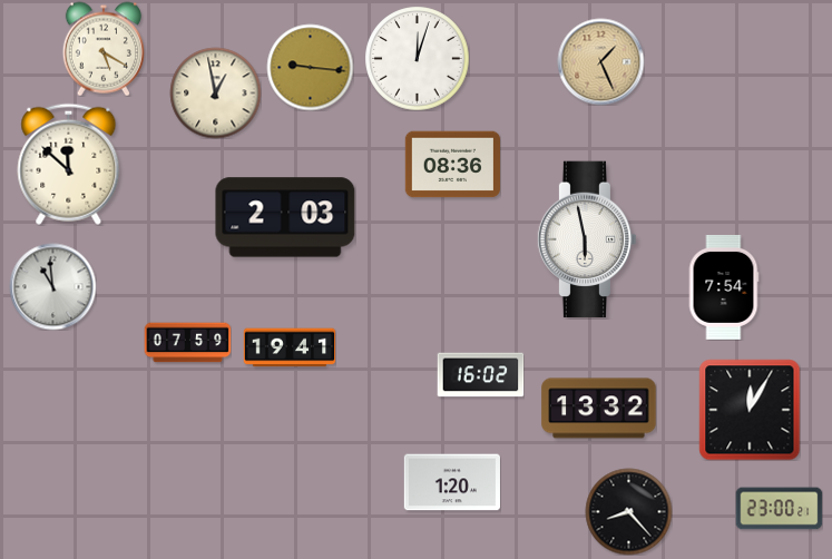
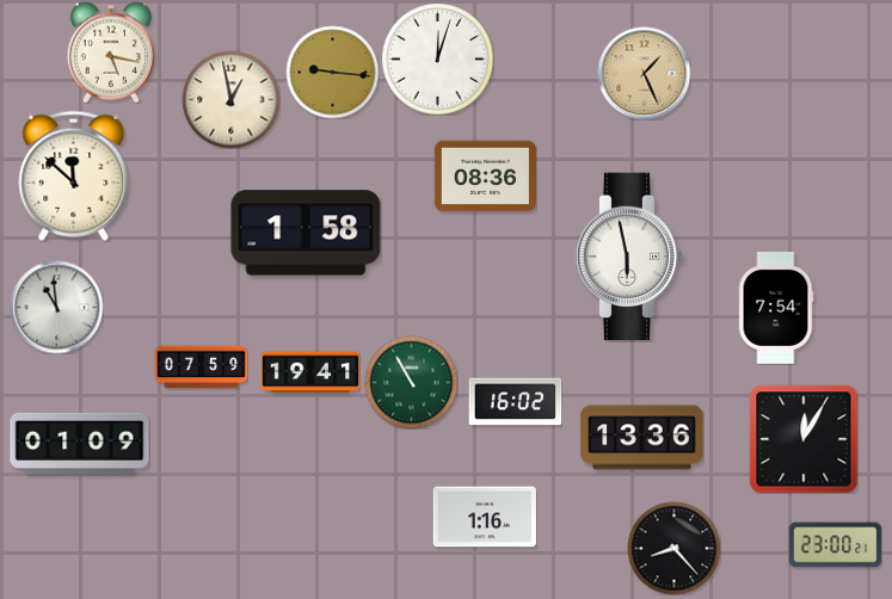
clock at (104, 49): 5:20 -> 5:17
clock at (417, 58) position: (417, 58) -> (437, 58)
clock at (600, 61) position: (600, 61) -> (644, 73)
clock at (285, 217): 2:03 -> 1:58
clock at (411, 382): none -> 10:55
clock at (599, 409): 13:32 -> 13:36
clock at (80, 443): none -> 01:09
clock at (452, 482): 1:20 -> 1:16
